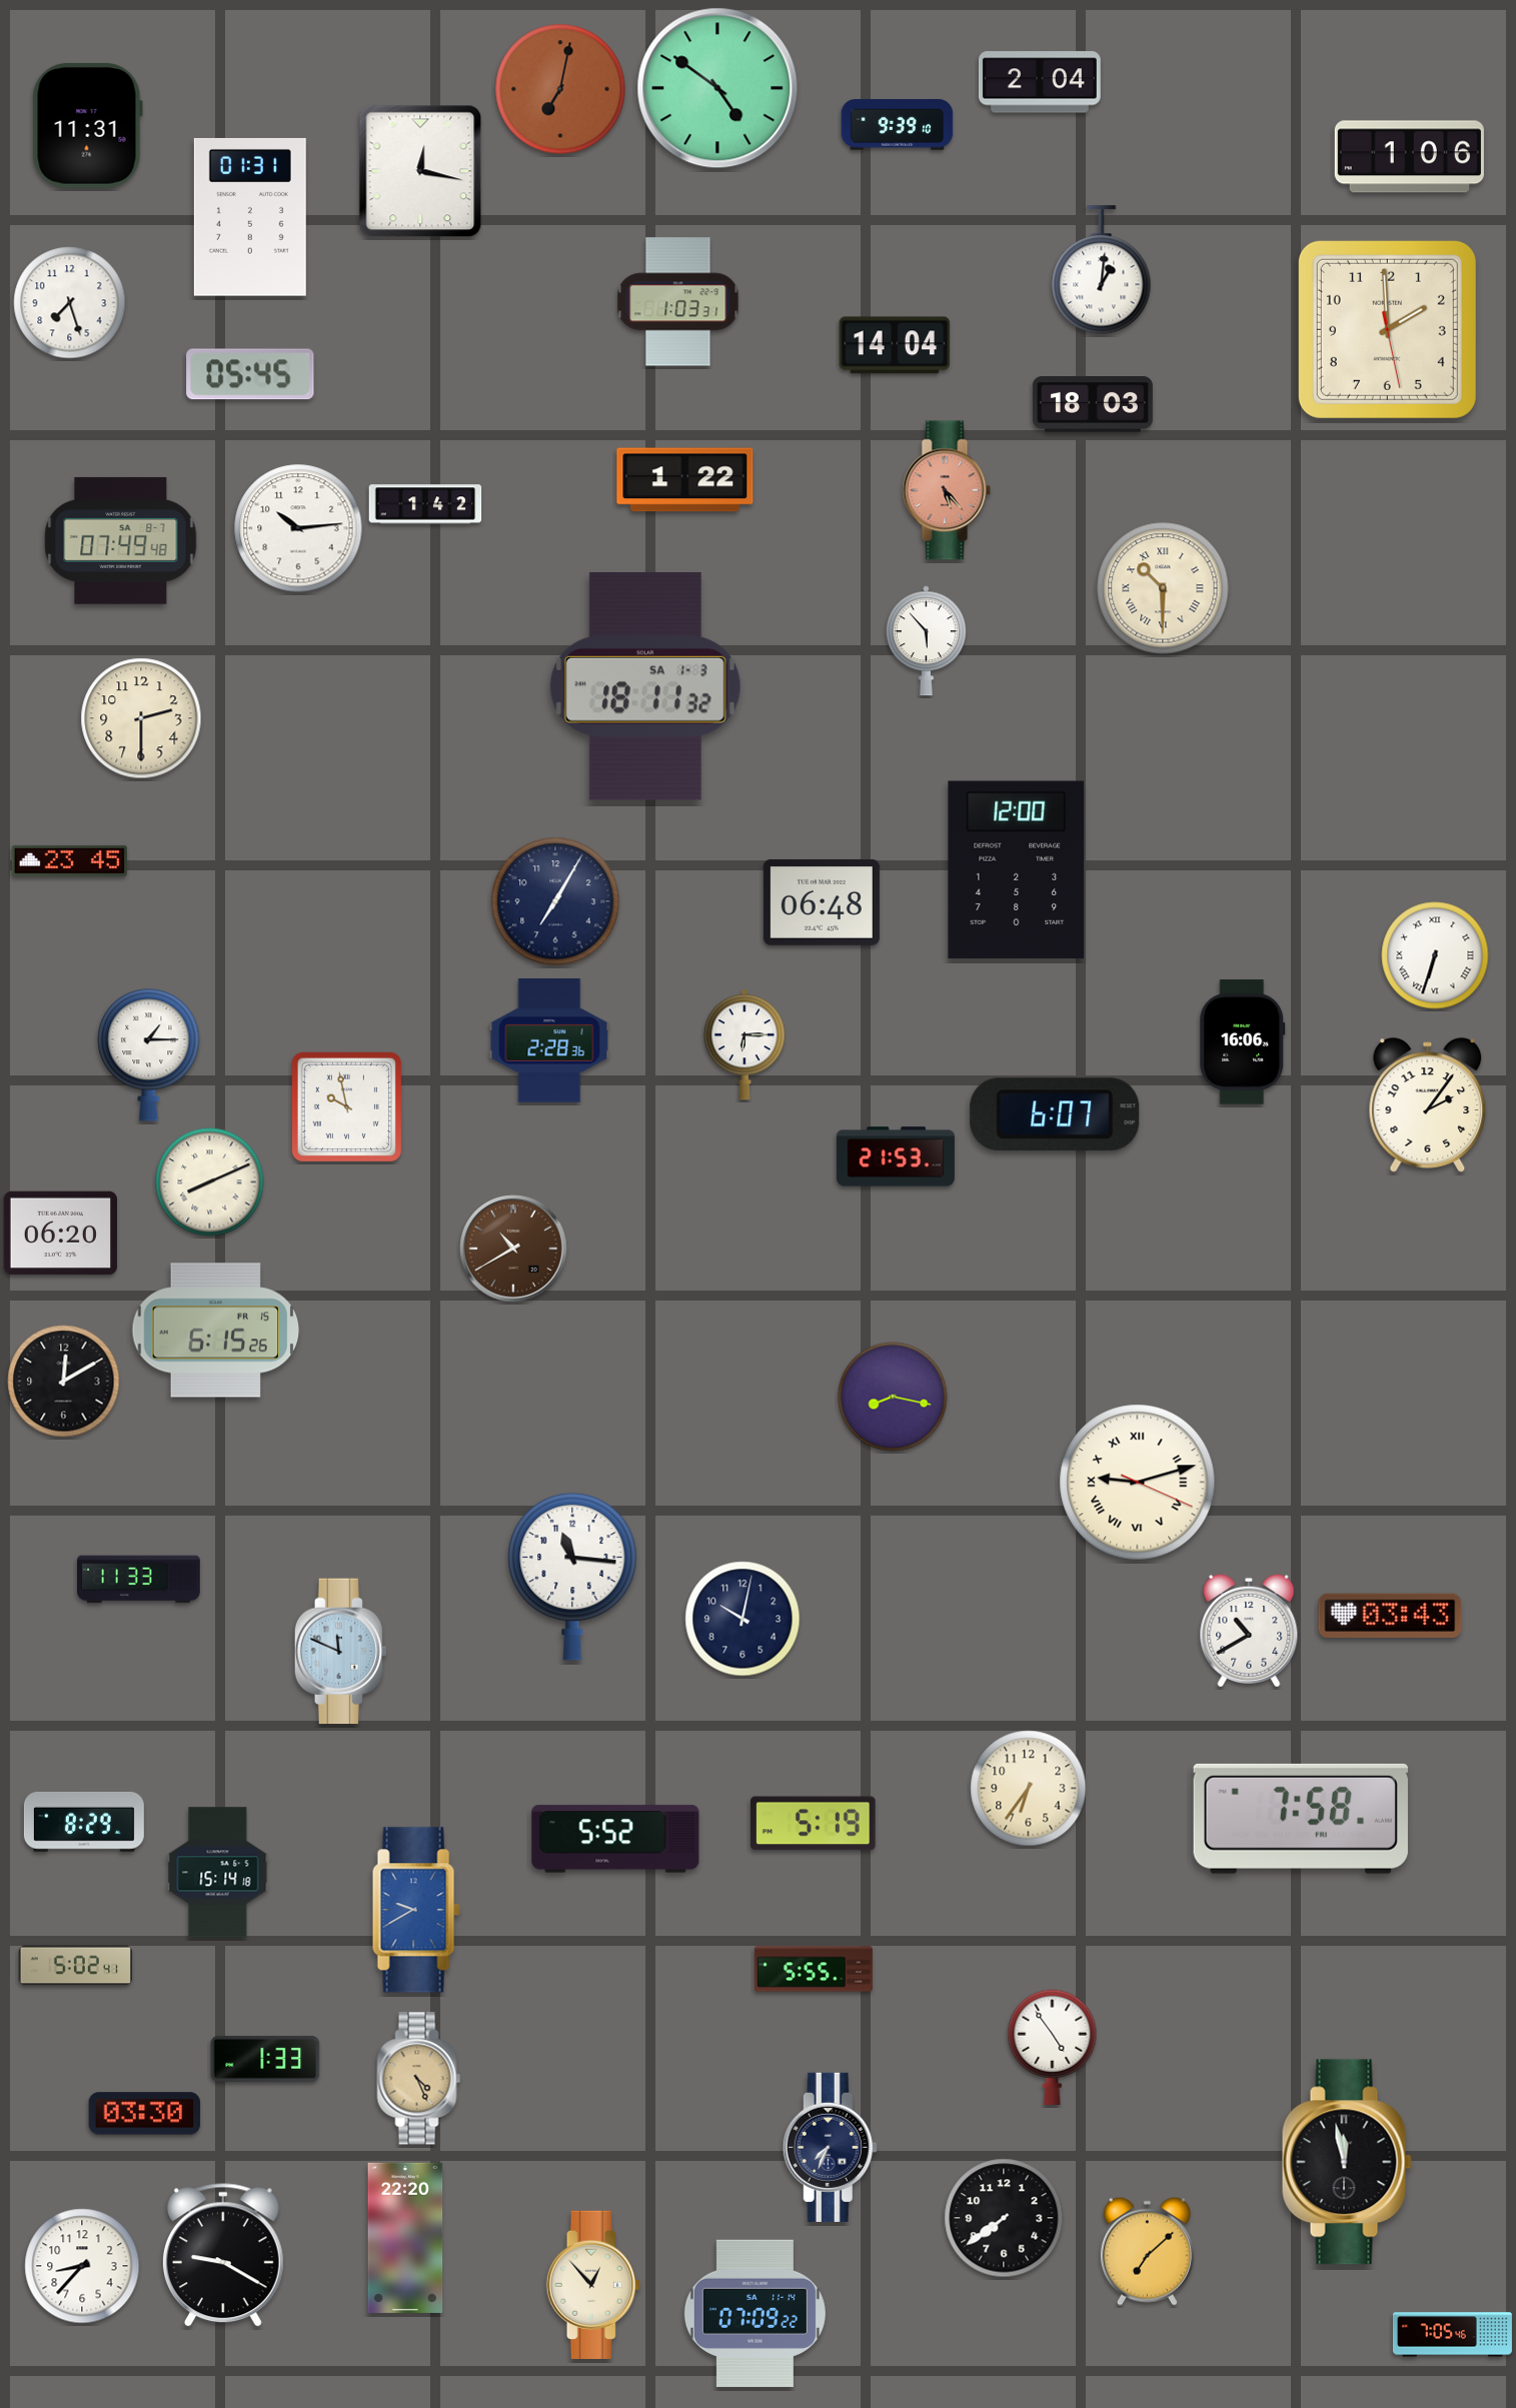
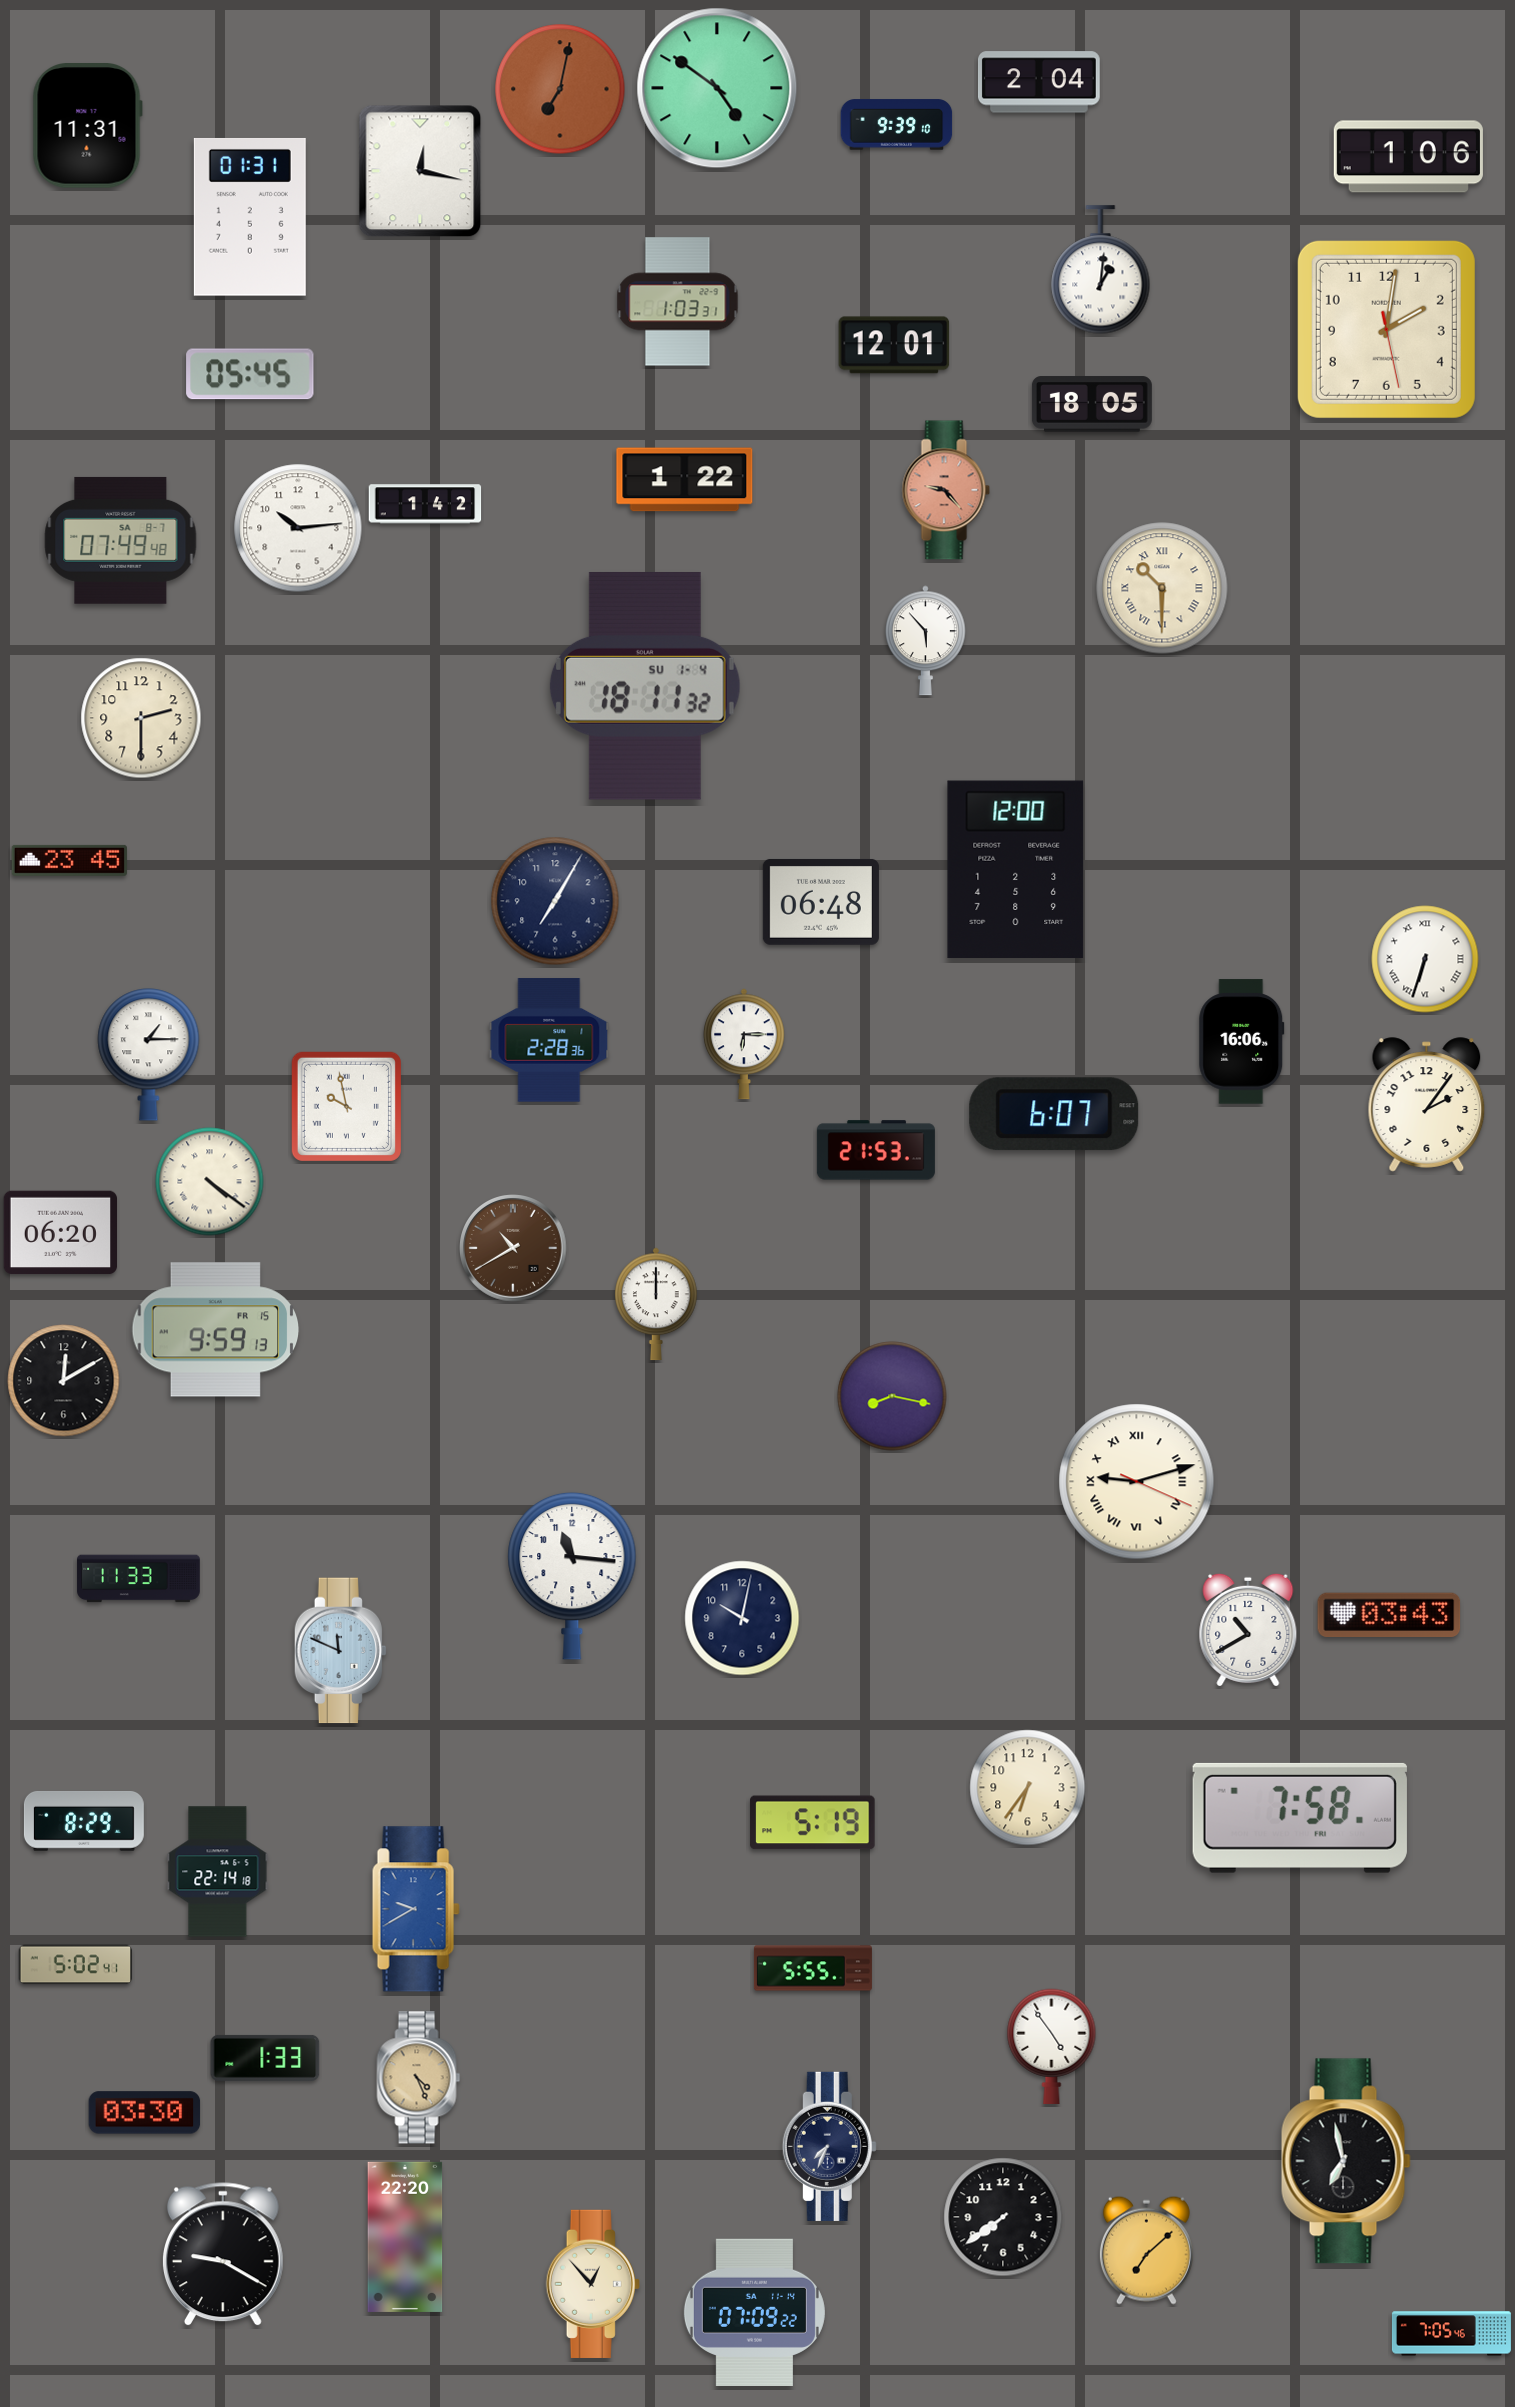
clock at (70, 303): 7:27 -> none
clock at (1387, 329): 1:59 -> 2:01
clock at (895, 345): 14:04 -> 12:01
clock at (1093, 404): 18:03 -> 18:05
clock at (947, 490): 5:23 -> 9:23
clock at (645, 686) date: SA 1-3 -> SU 1-4
clock at (1435, 955) position: (1435, 955) -> (1425, 959)
clock at (896, 1156) position: (896, 1156) -> (876, 1150)
clock at (210, 1182): 8:11 -> 4:21
clock at (657, 1304): none -> 12:00
clock at (216, 1331): 6:15 -> 9:59
clock at (615, 1839): 5:52 -> none
clock at (218, 1873): 15:14 -> 22:14
clock at (1347, 2162): 11:58 -> 6:58
clock at (82, 2266): 8:37 -> none
